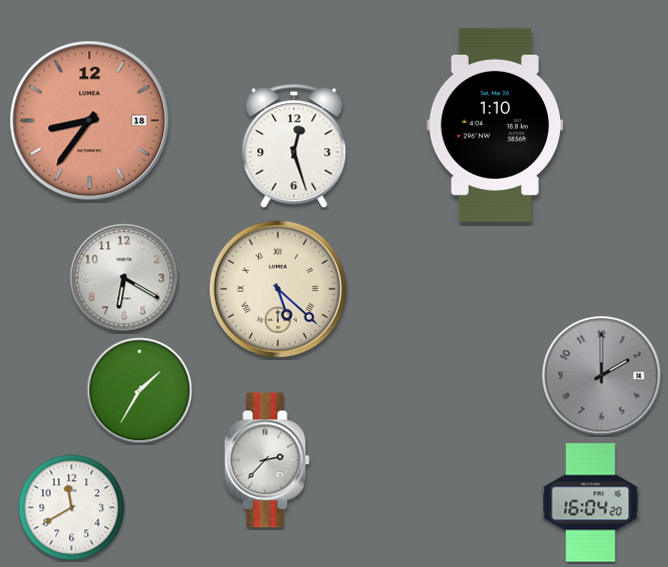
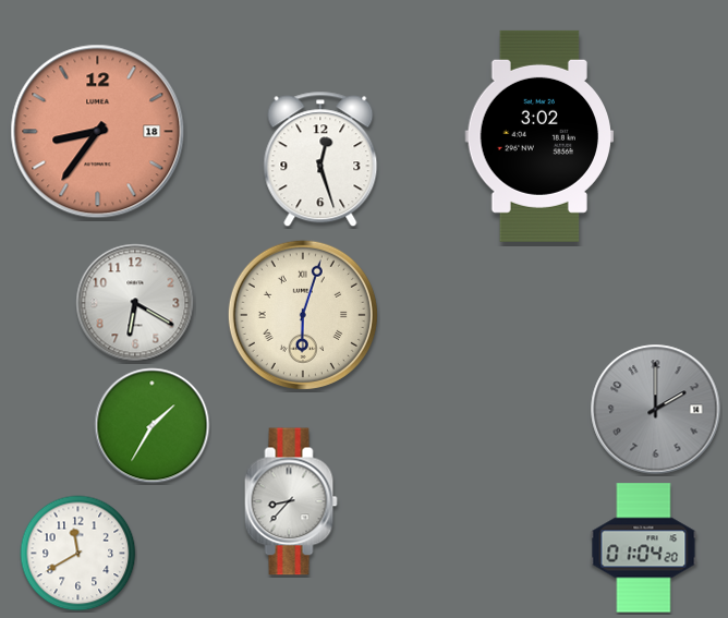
clock at (495, 125): 1:10 -> 3:02
clock at (278, 289): 5:22 -> 6:03
clock at (267, 460): 2:37 -> 8:37
clock at (591, 503): 16:04 -> 01:04
